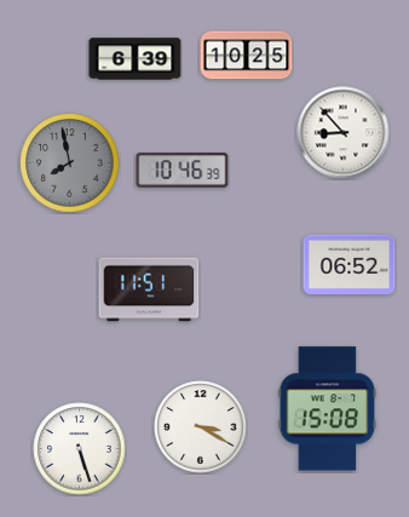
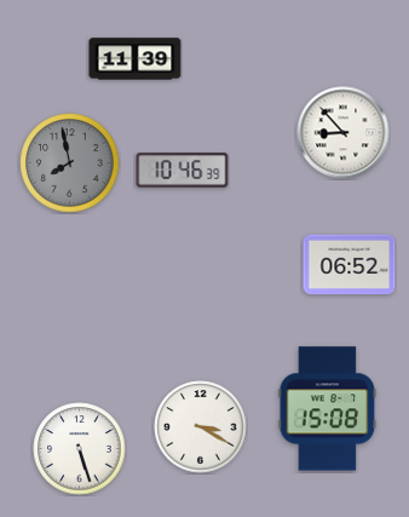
clock at (247, 56): 10:25 -> none
clock at (136, 59): 6:39 -> 11:39
clock at (149, 289): 11:51 -> none
